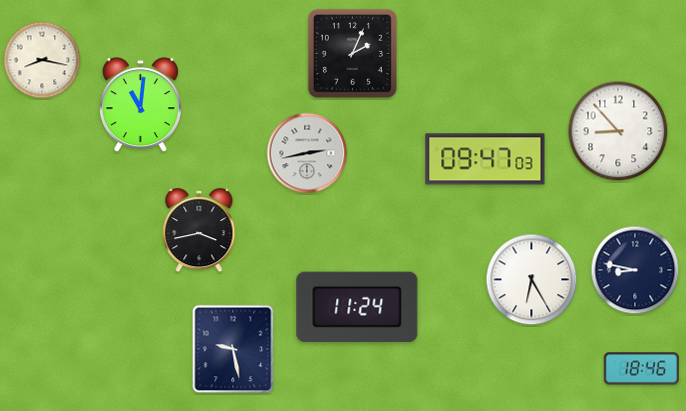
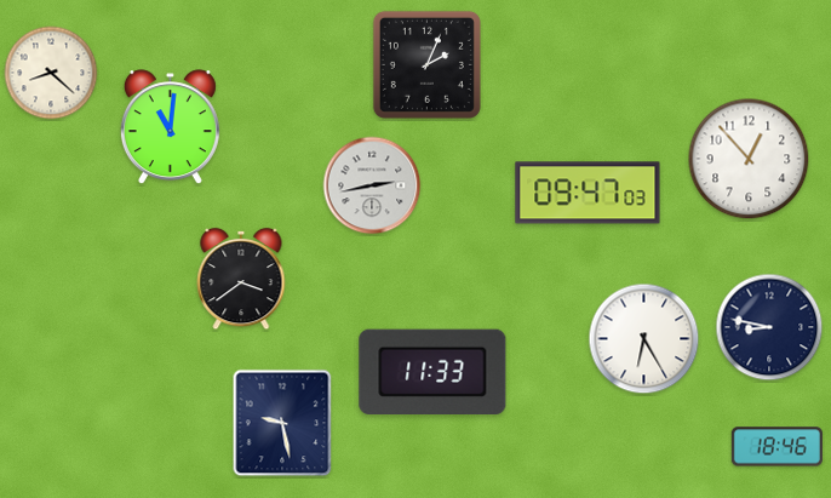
clock at (42, 60): 8:17 -> 8:22
clock at (618, 131): 8:53 -> 12:53
clock at (199, 230): 3:43 -> 3:39
clock at (357, 306): 11:24 -> 11:33
